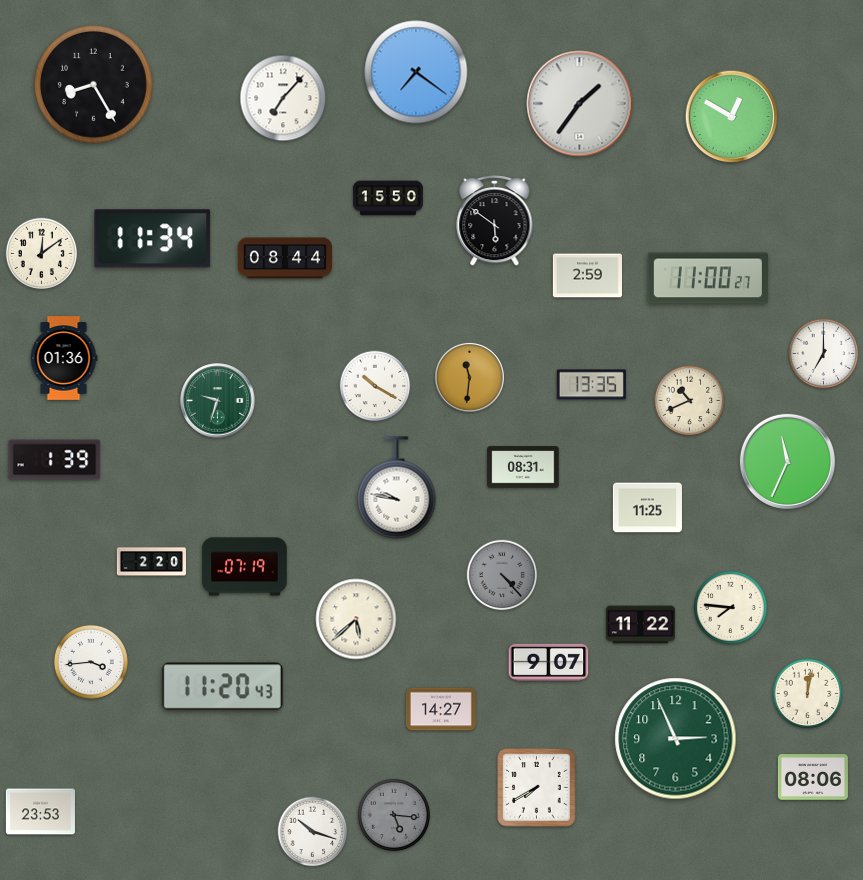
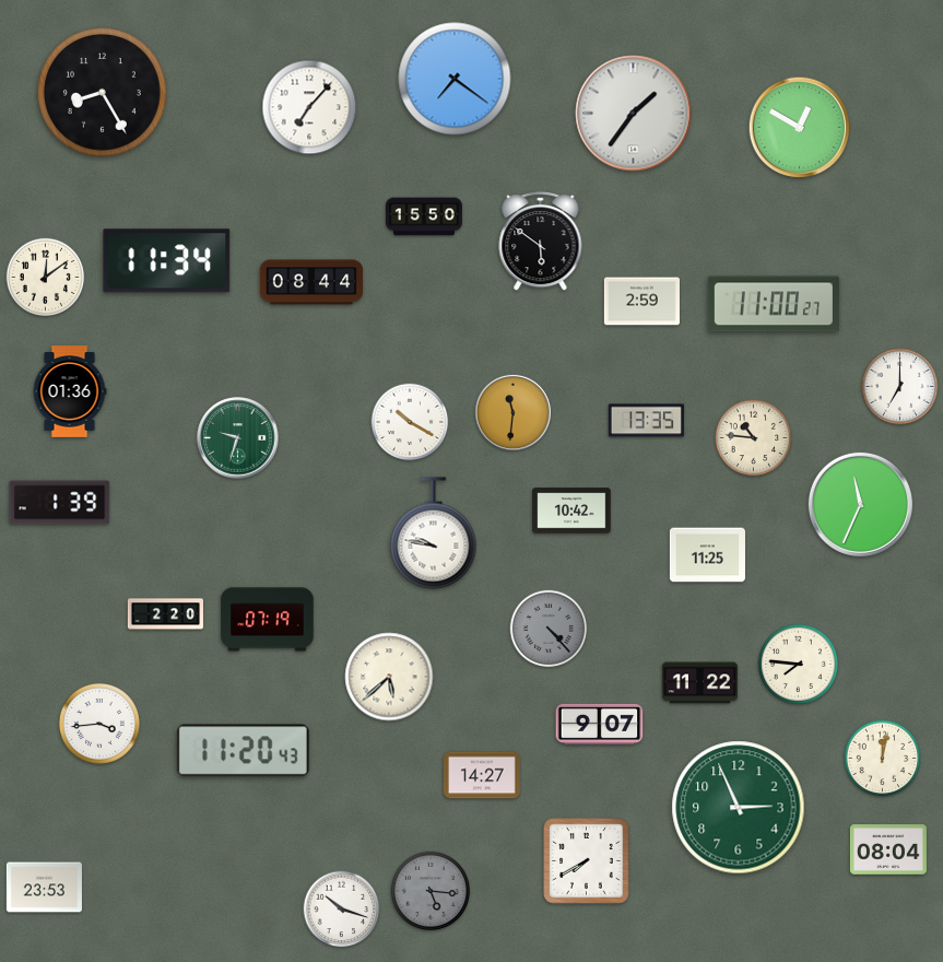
clock at (690, 401): 10:41 -> 10:46
clock at (523, 467): 08:31 -> 10:42
clock at (813, 777): 08:06 -> 08:04
